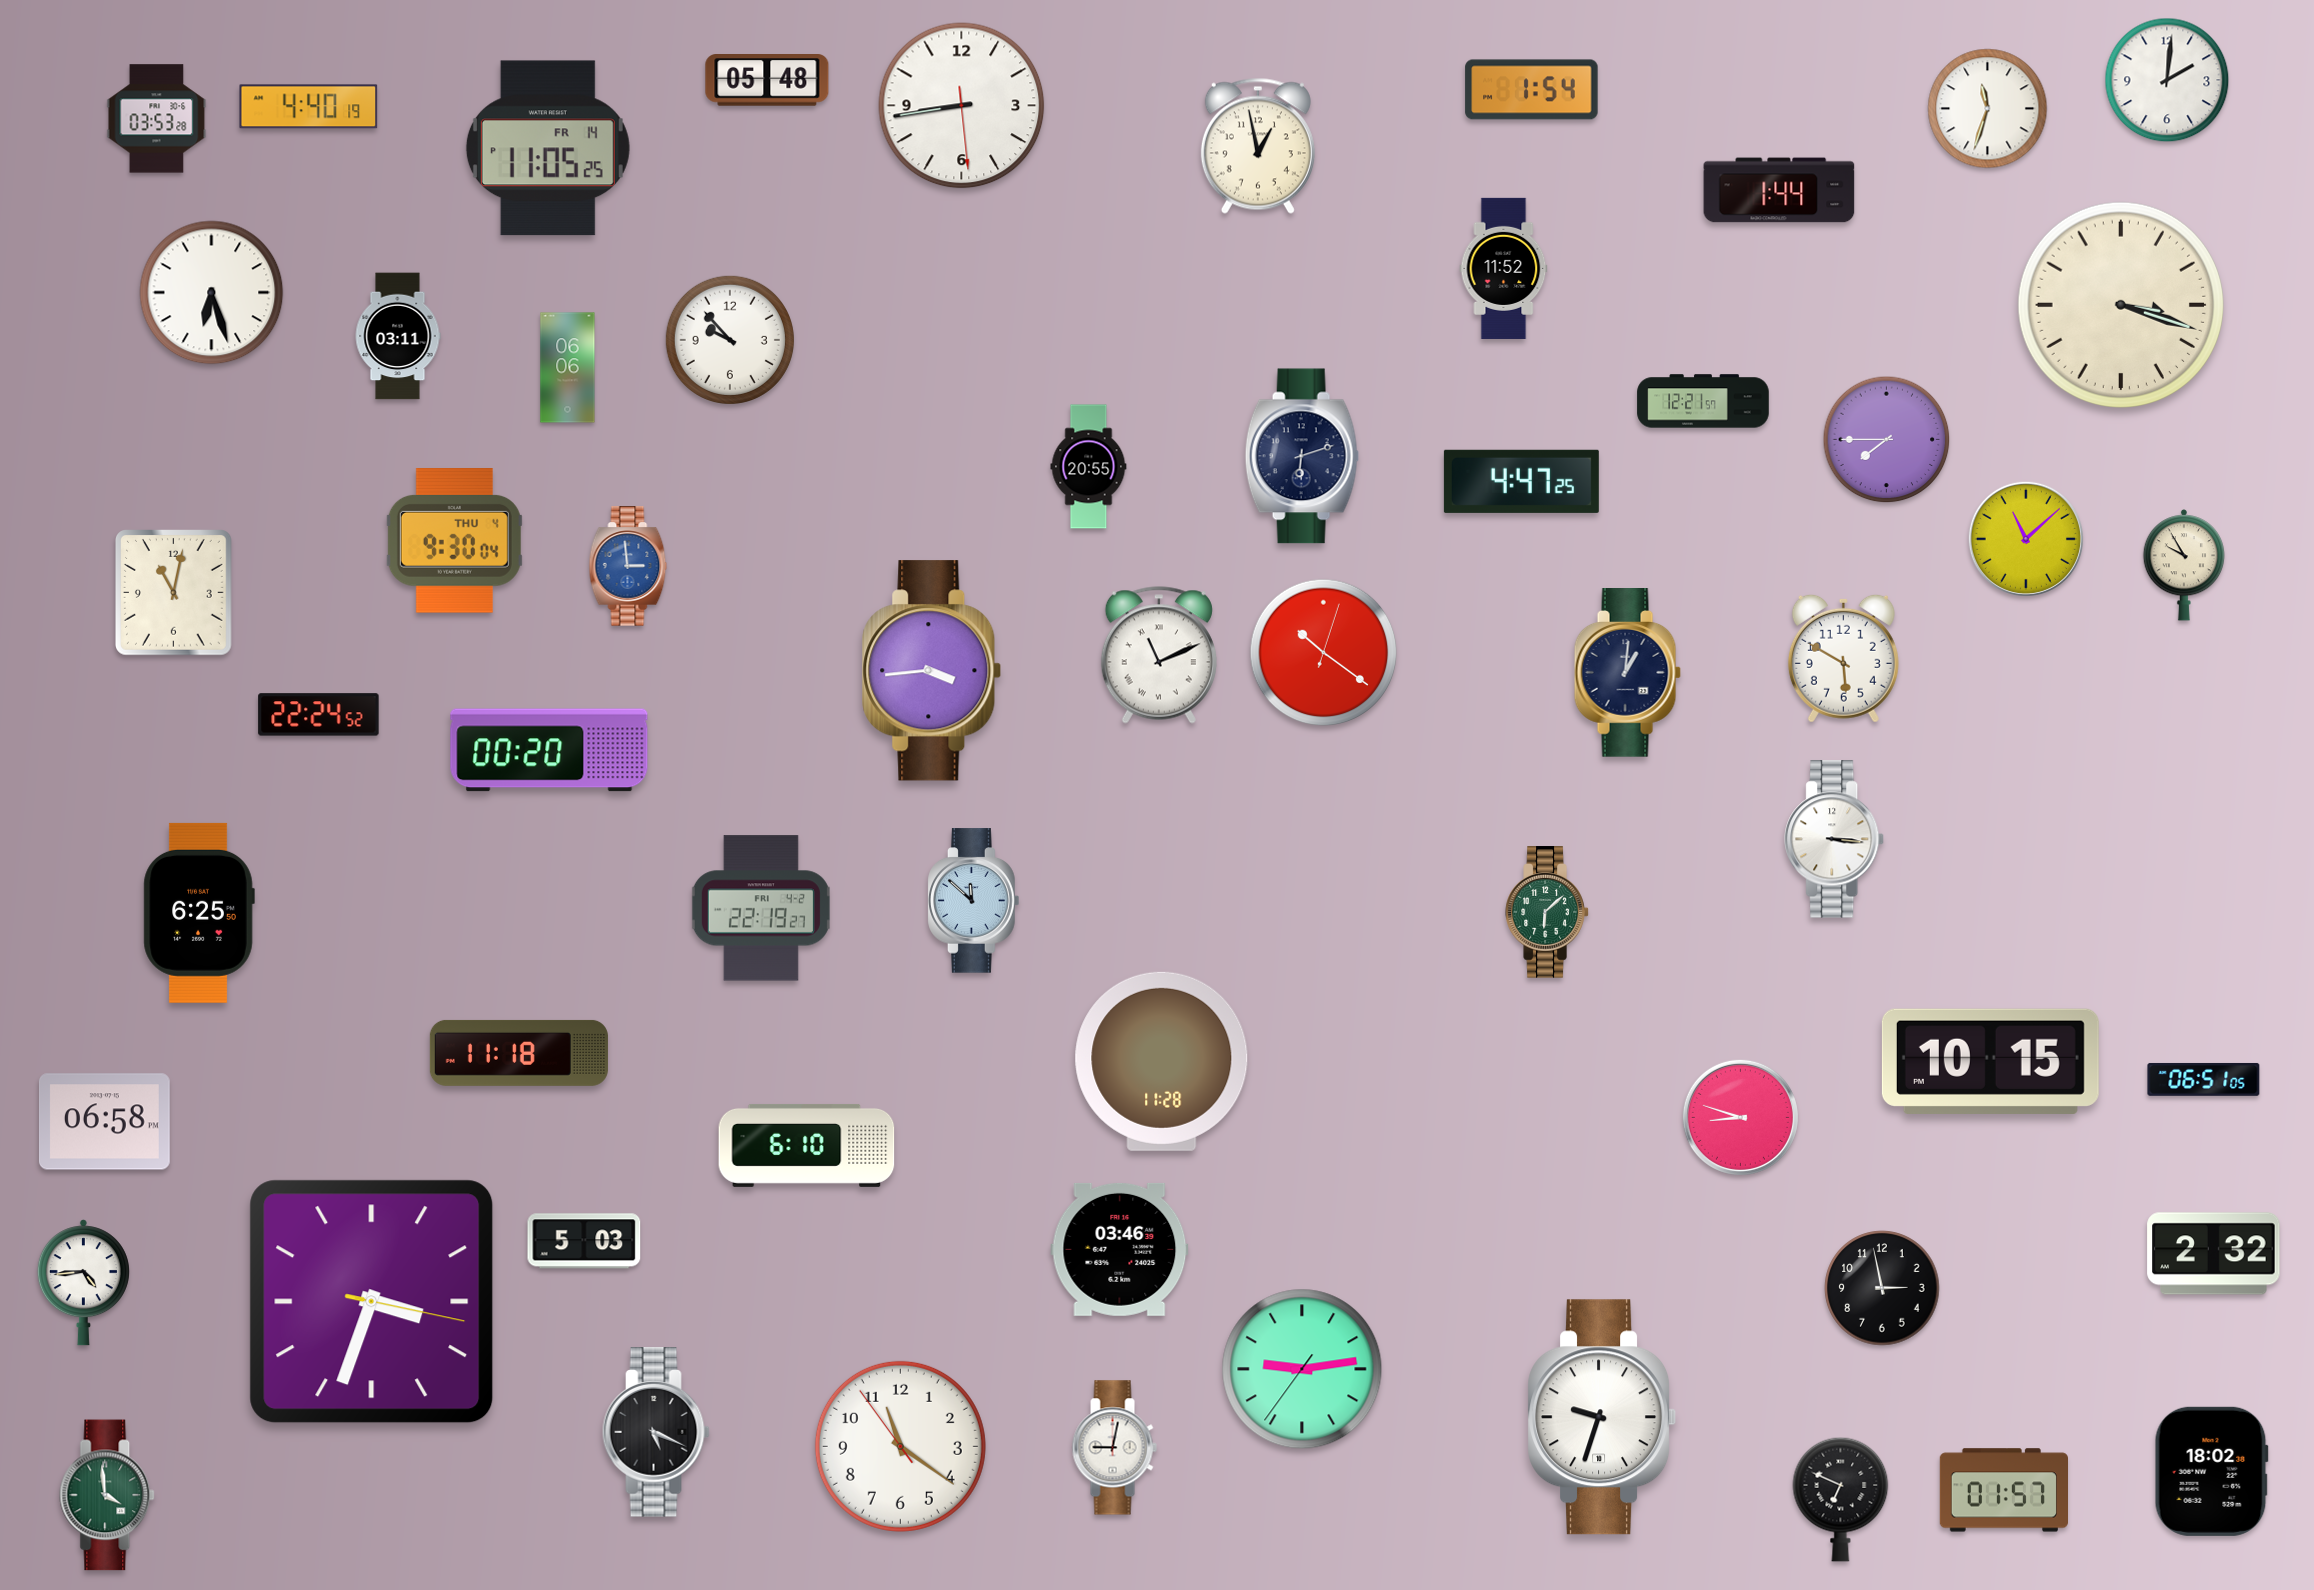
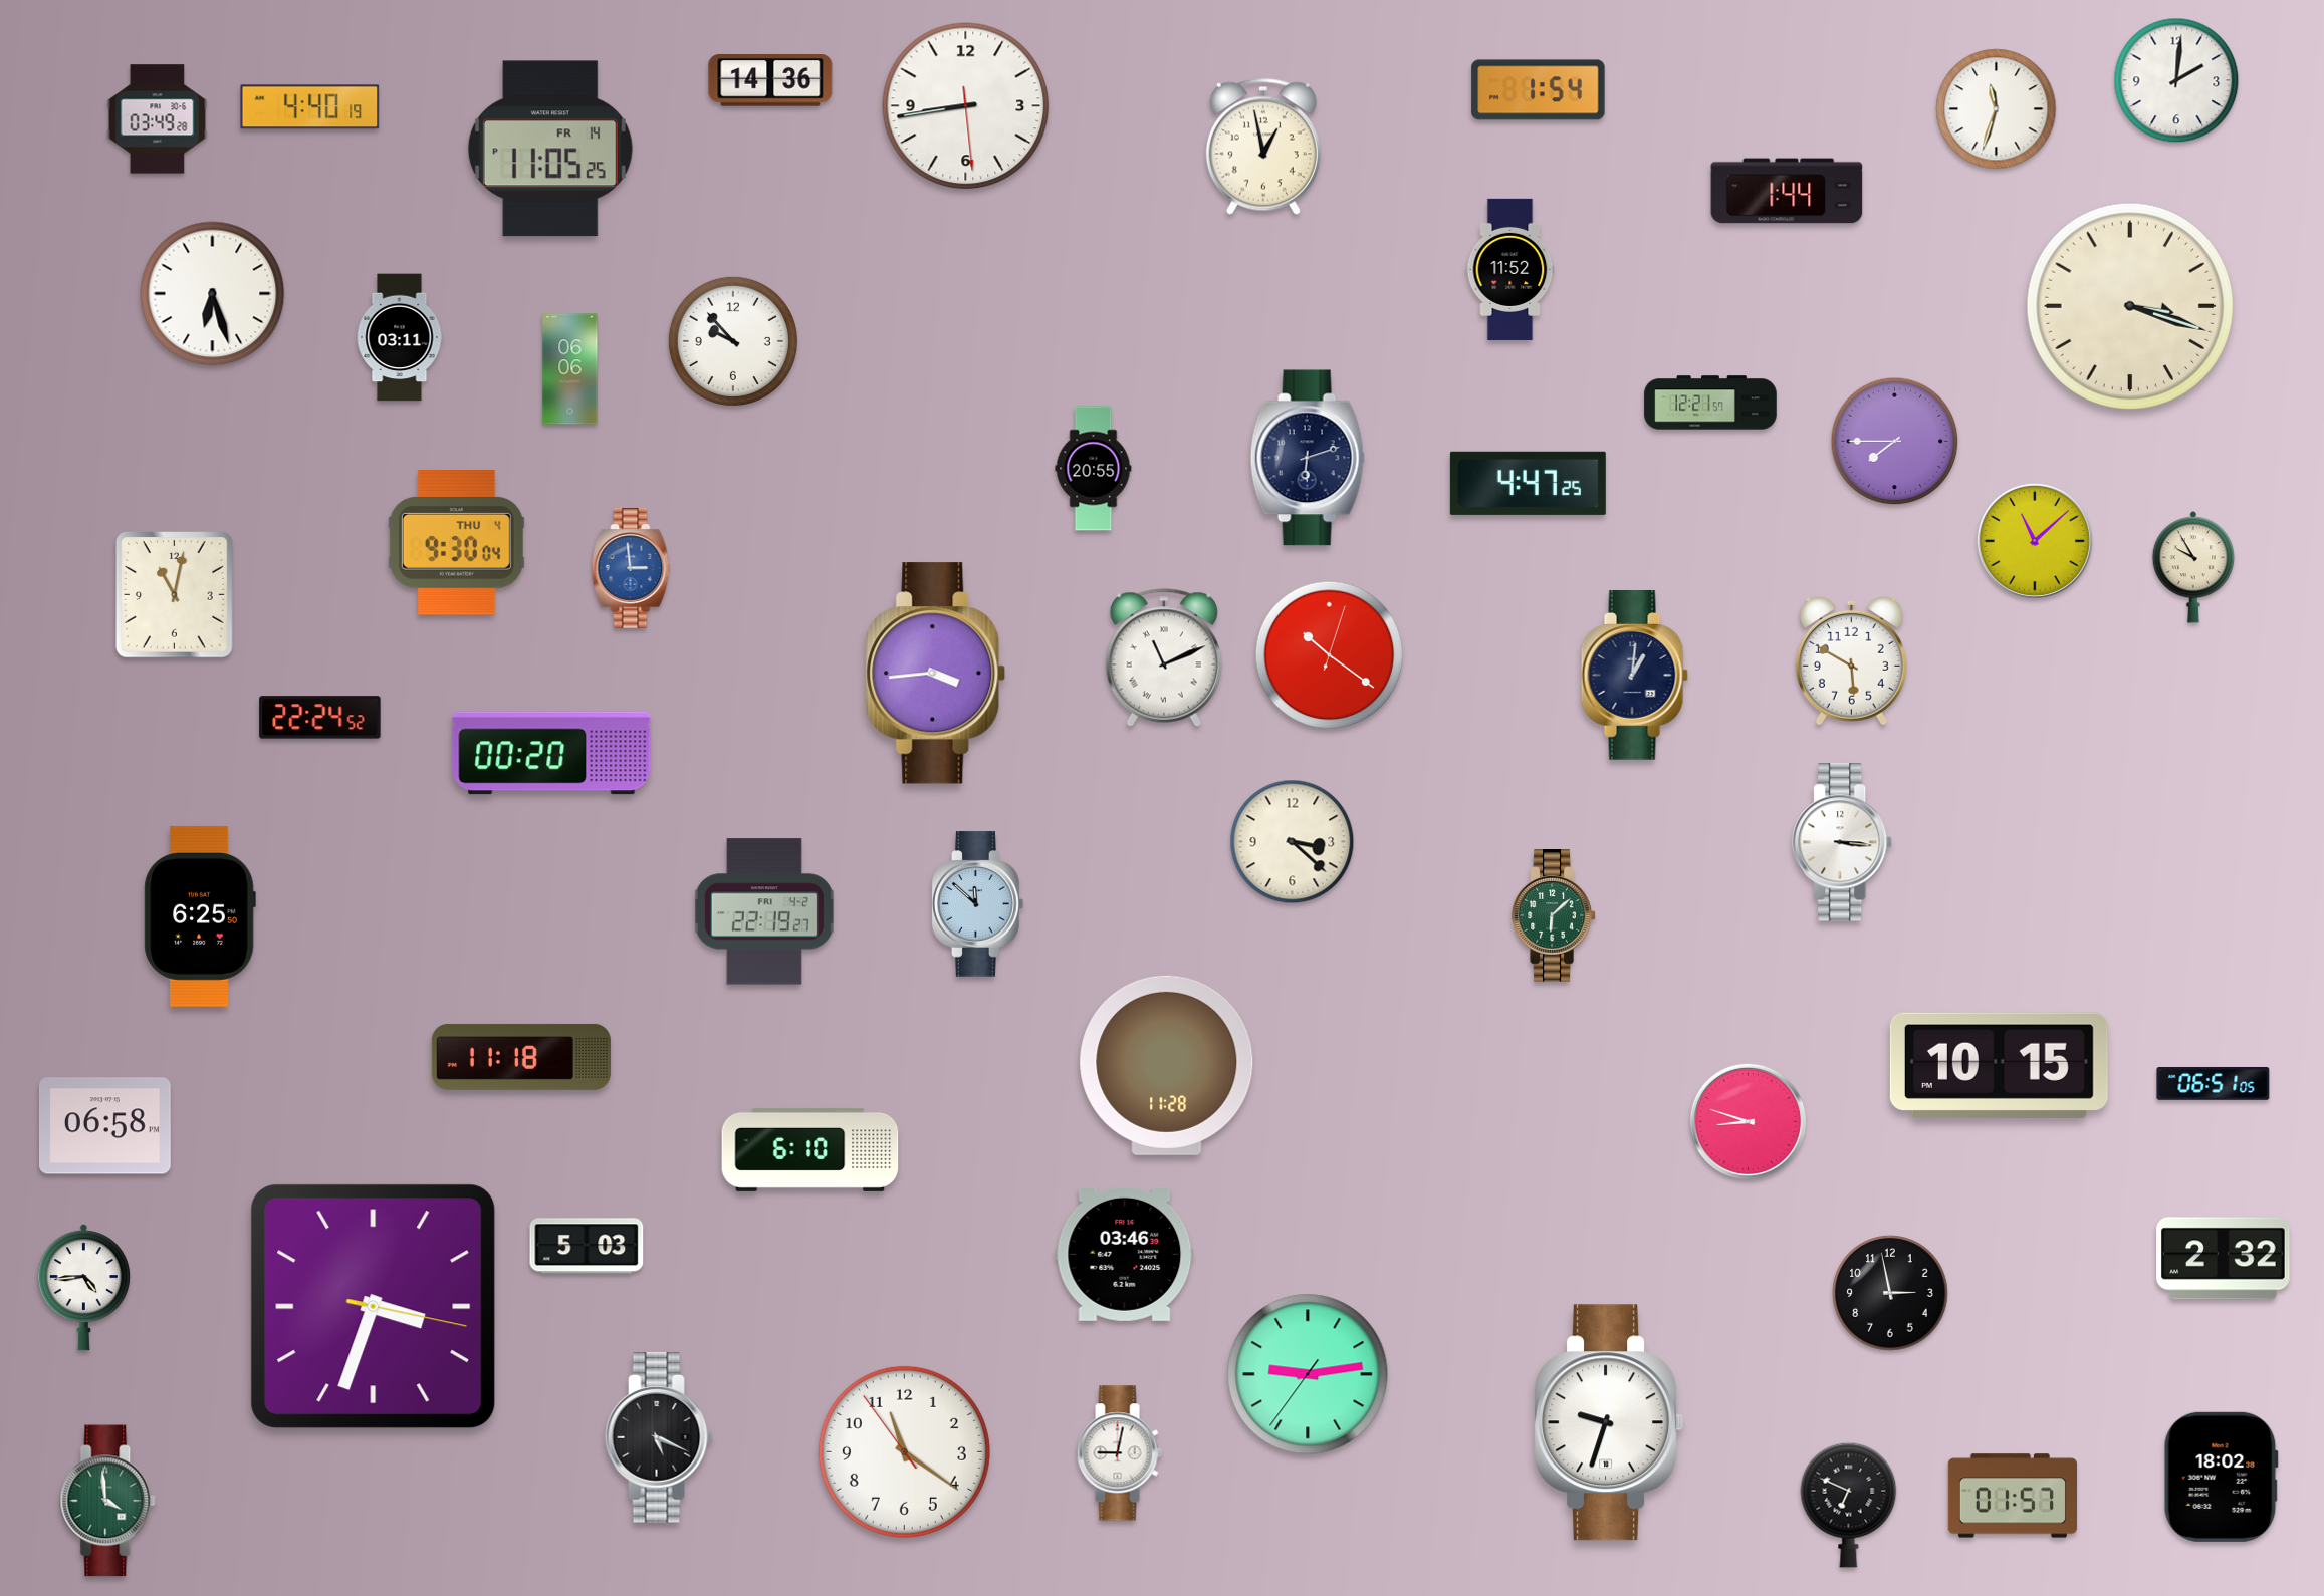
clock at (767, 80): 05:48 -> 14:36
clock at (157, 119): 03:53 -> 03:49
clock at (1293, 842): none -> 3:22
